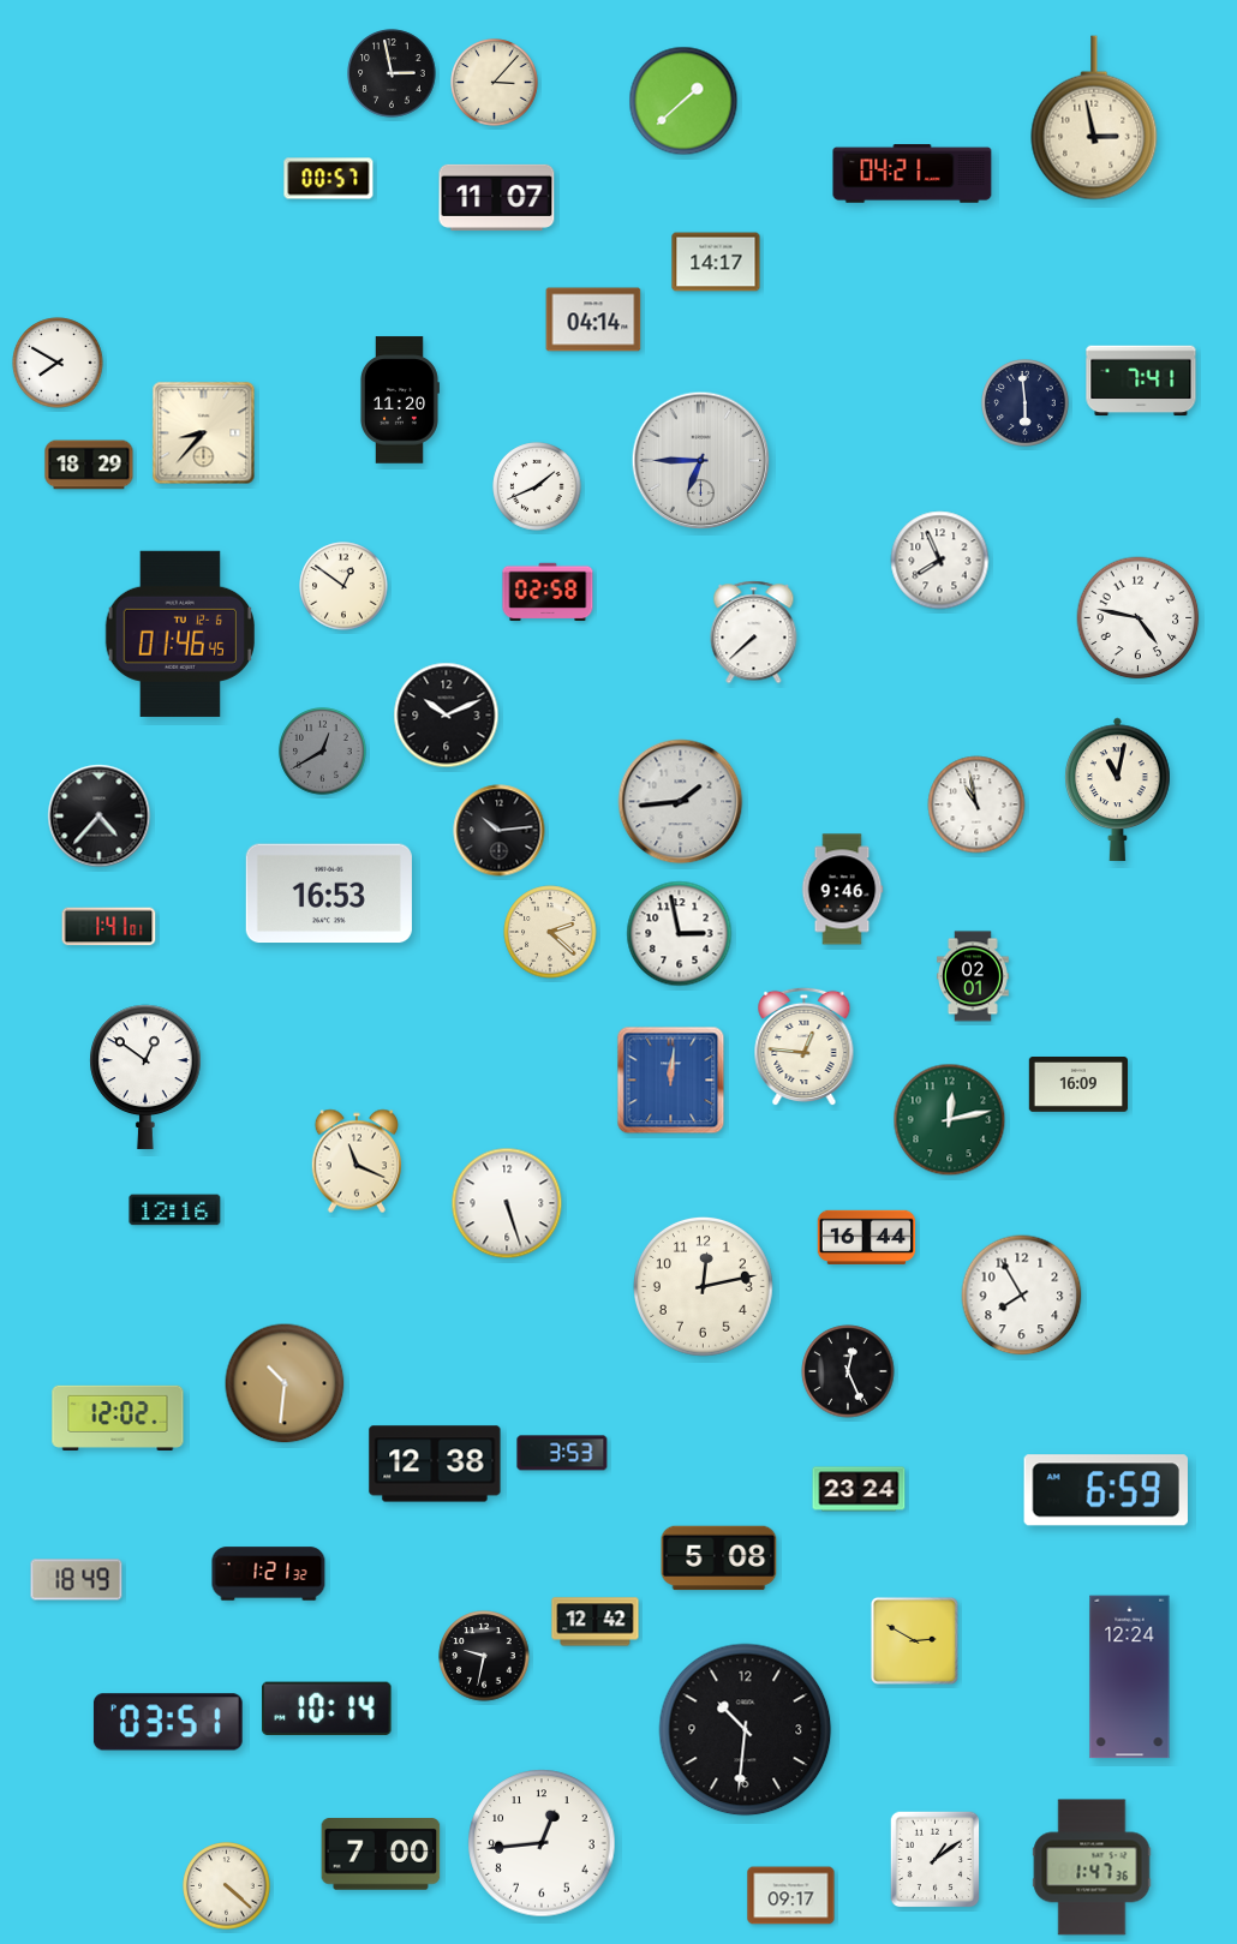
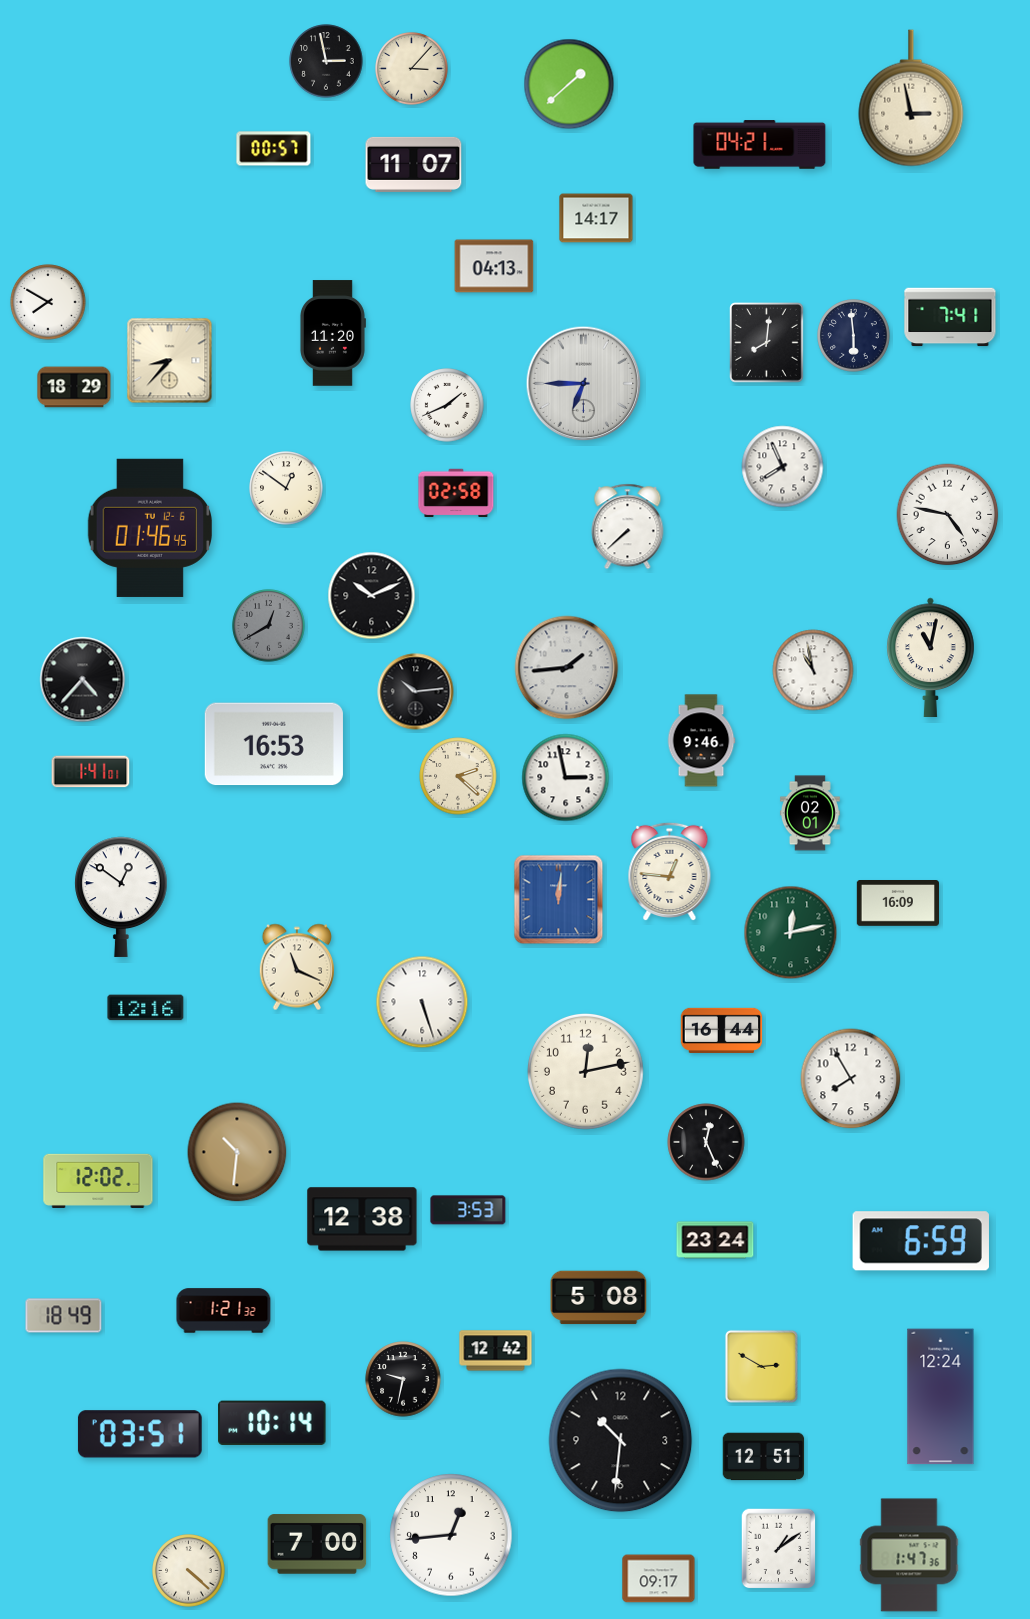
clock at (593, 319): 04:14 -> 04:13
clock at (767, 343): none -> 8:01
clock at (764, 1457): none -> 12:51
